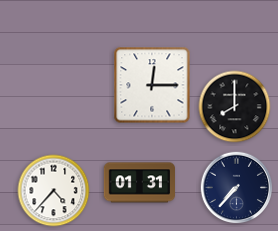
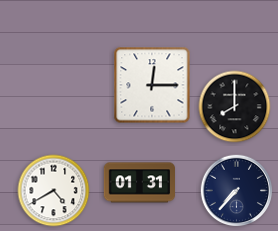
clock at (237, 188) position: (237, 188) -> (237, 191)
clock at (54, 191): 4:37 -> 4:40
